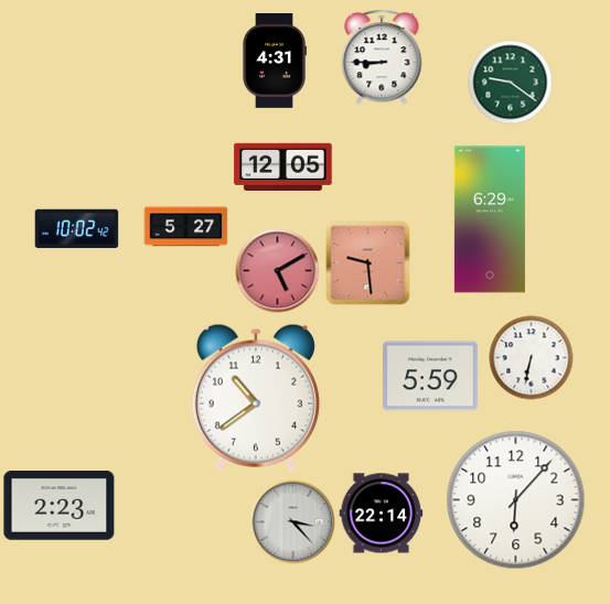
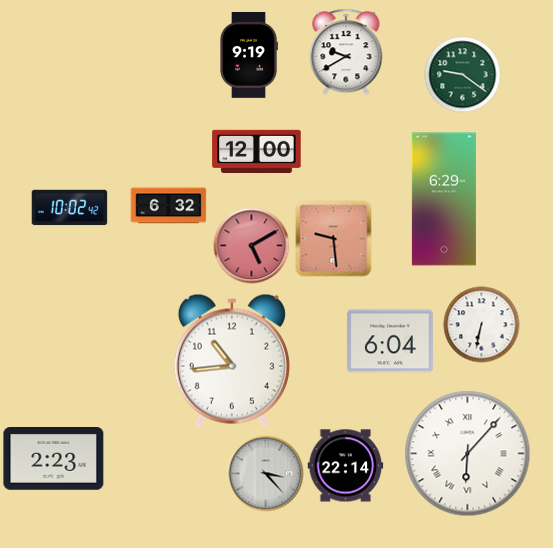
clock at (382, 57): 8:45 -> 9:40
clock at (275, 62): 4:31 -> 9:19
clock at (283, 166): 12:05 -> 12:00
clock at (186, 227): 5:27 -> 6:32
clock at (431, 376): 5:59 -> 6:04
clock at (256, 398): 10:39 -> 10:44
clock at (516, 500) numerals: Arabic -> Roman
